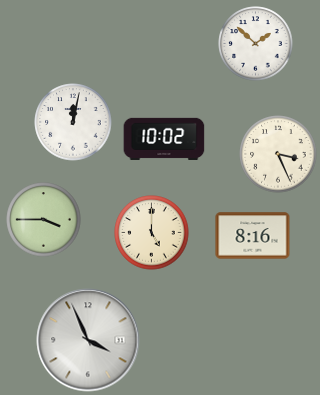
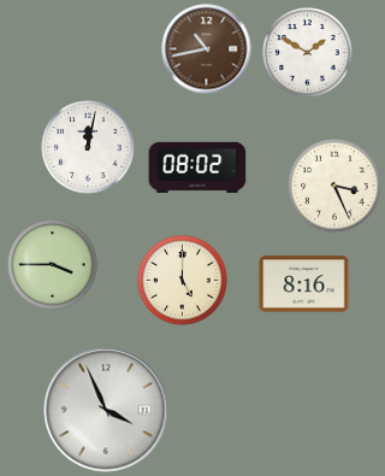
clock at (207, 49): none -> 10:43
clock at (256, 44): 1:52 -> 1:50
clock at (164, 139): 10:02 -> 08:02
